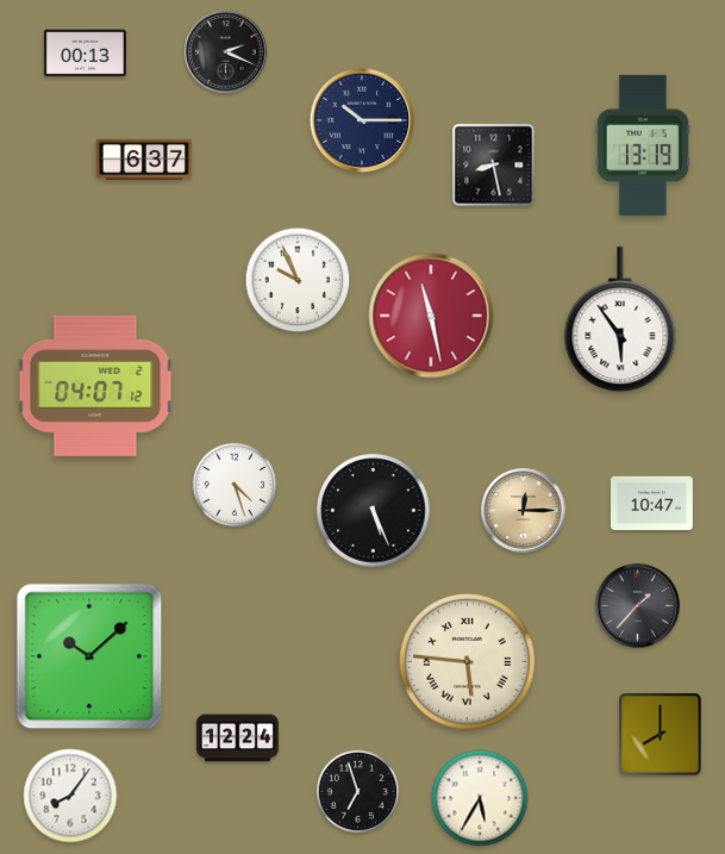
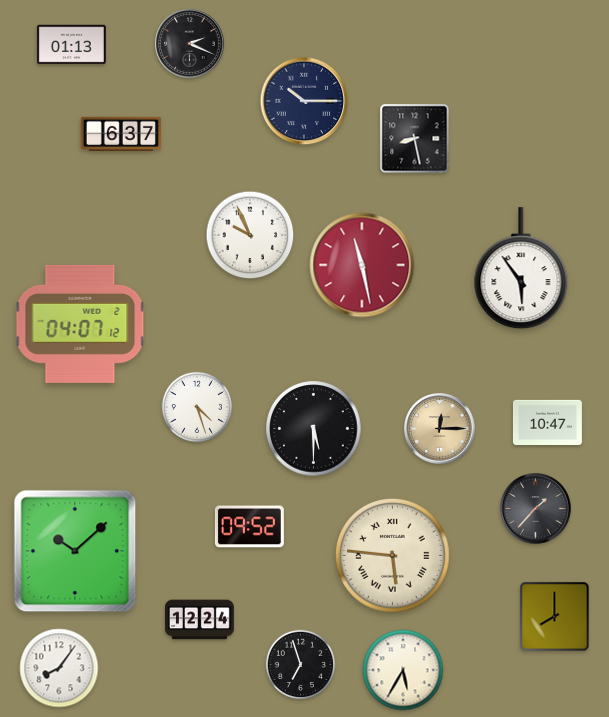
clock at (85, 54): 00:13 -> 01:13
clock at (643, 145): 13:19 -> none
clock at (374, 511): 5:26 -> 5:30
clock at (249, 527): none -> 09:52
